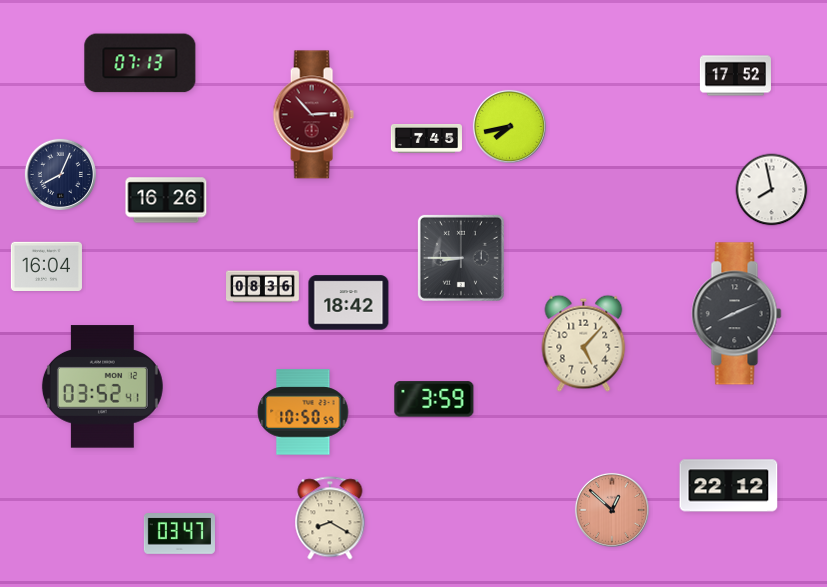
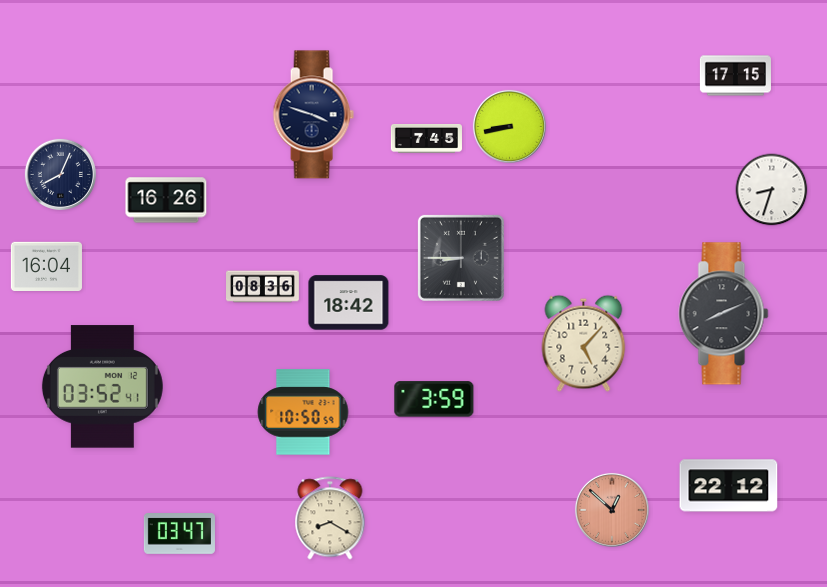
clock at (140, 63): 07:13 -> none
clock at (735, 76): 17:52 -> 17:15
clock at (313, 115): 2:53 -> 3:48
clock at (313, 115) dial: burgundy -> navy
clock at (509, 126): 7:43 -> 8:43
clock at (772, 190): 7:58 -> 8:33
clock at (737, 314) position: (737, 314) -> (724, 314)
